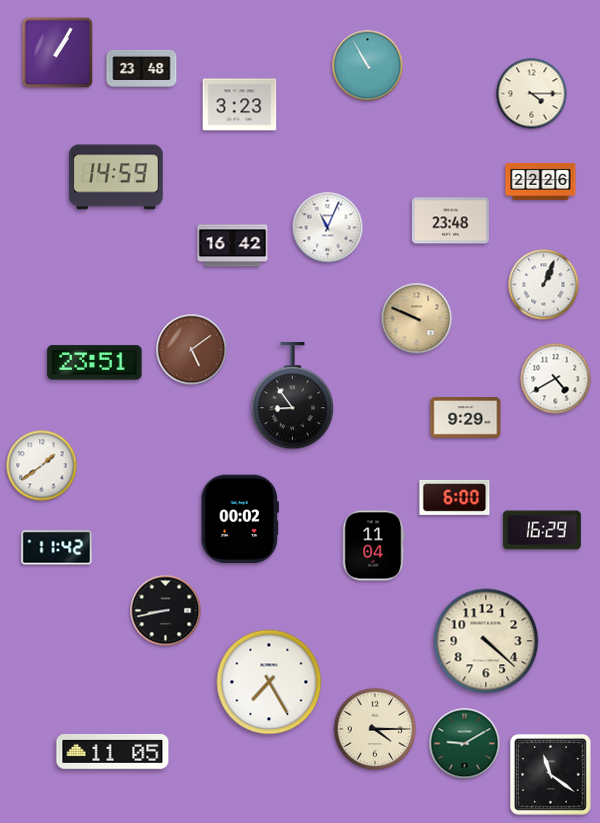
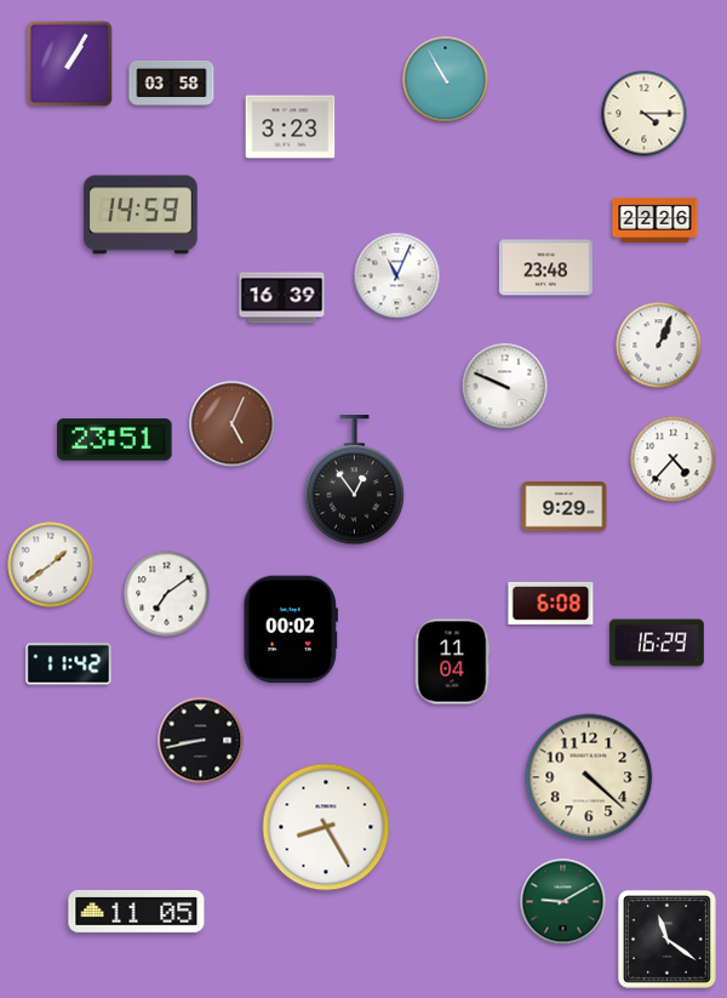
clock at (142, 68): 23:48 -> 03:58
clock at (233, 246): 16:42 -> 16:39
clock at (417, 319) dial: champagne -> white
clock at (192, 350): 5:09 -> 5:04
clock at (556, 379): 4:40 -> 4:37
clock at (293, 397): 8:54 -> 12:54
clock at (167, 594): none -> 7:09
clock at (455, 497): 6:00 -> 6:08
clock at (269, 682): 7:25 -> 8:25
clock at (375, 729): 4:15 -> none
